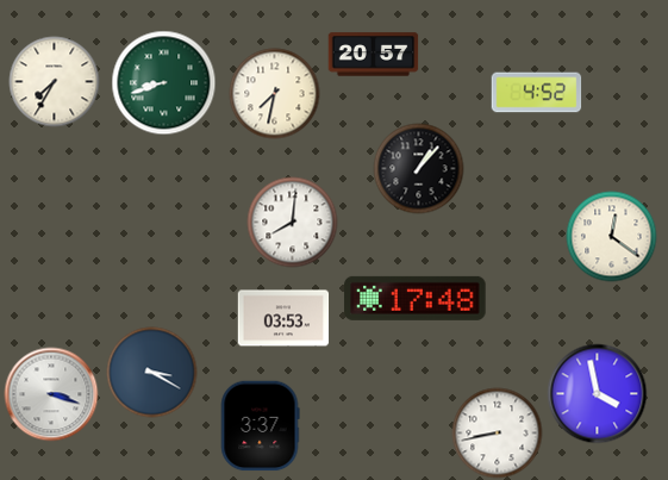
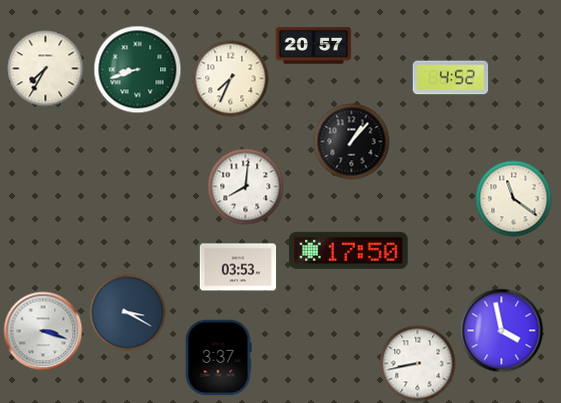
clock at (275, 94): 7:32 -> 7:34
clock at (612, 237): 12:21 -> 11:21
clock at (416, 298): 17:48 -> 17:50
